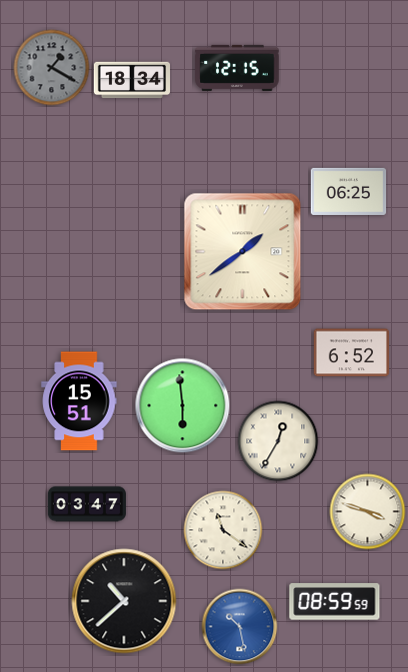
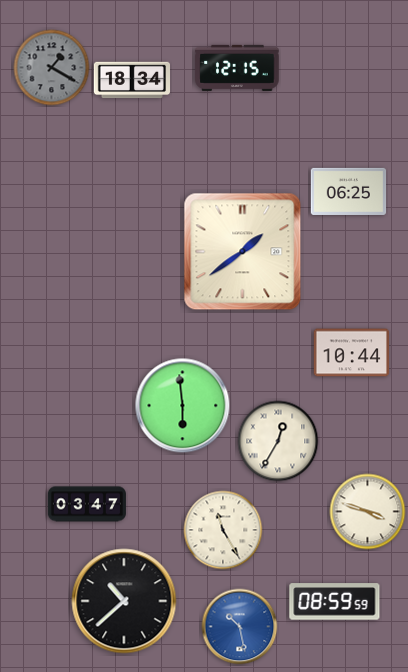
clock at (352, 353): 6:52 -> 10:44
clock at (79, 401): 15:51 -> none
clock at (223, 530): 11:21 -> 11:25
